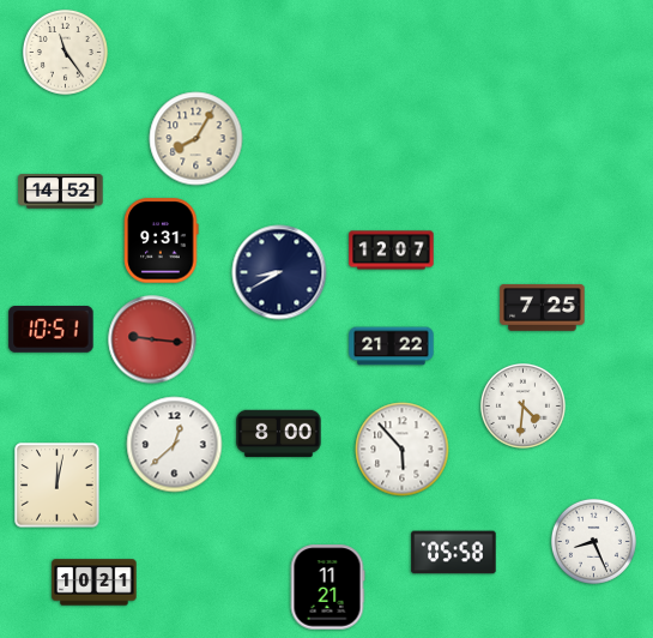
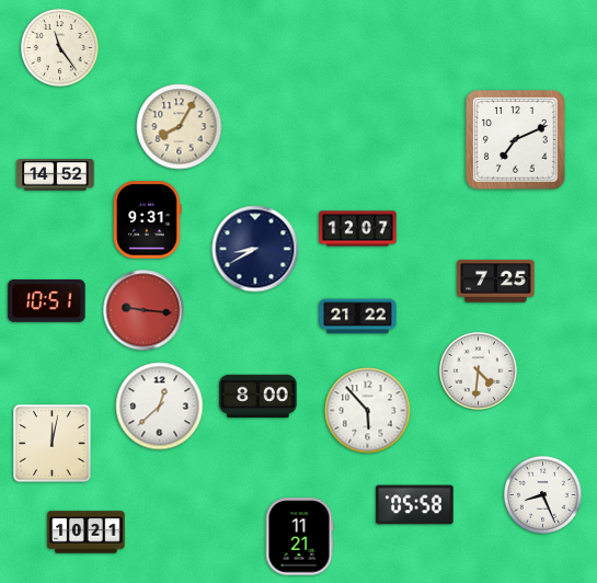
clock at (516, 140): none -> 7:11
clock at (152, 339) position: (152, 339) -> (143, 310)
clock at (279, 434) position: (279, 434) -> (259, 397)
